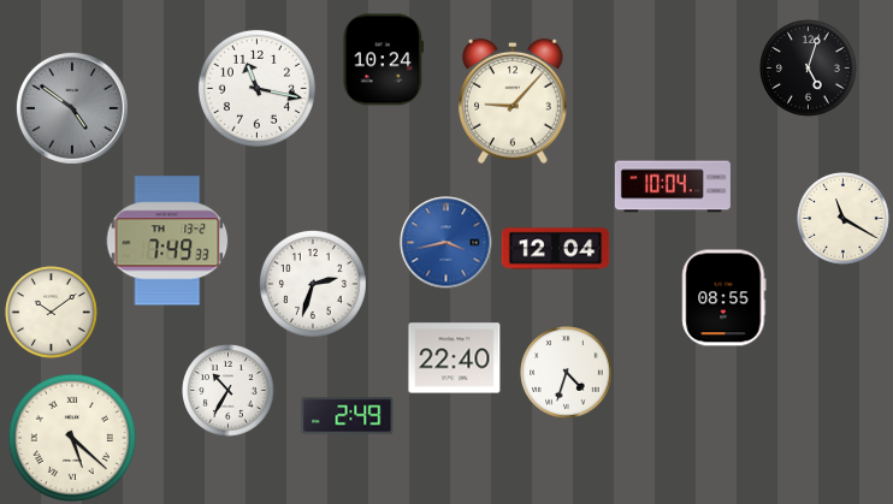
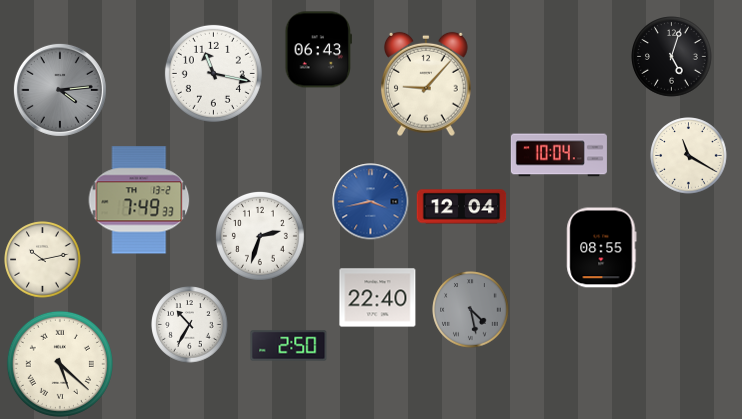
clock at (384, 60): 10:24 -> 06:43
clock at (72, 108): 4:51 -> 4:14
clock at (844, 219) position: (844, 219) -> (689, 156)
clock at (52, 313): 10:09 -> 10:13
clock at (567, 373): 4:33 -> 4:28
clock at (567, 373) dial: white -> grey
clock at (348, 416): 2:49 -> 2:50
